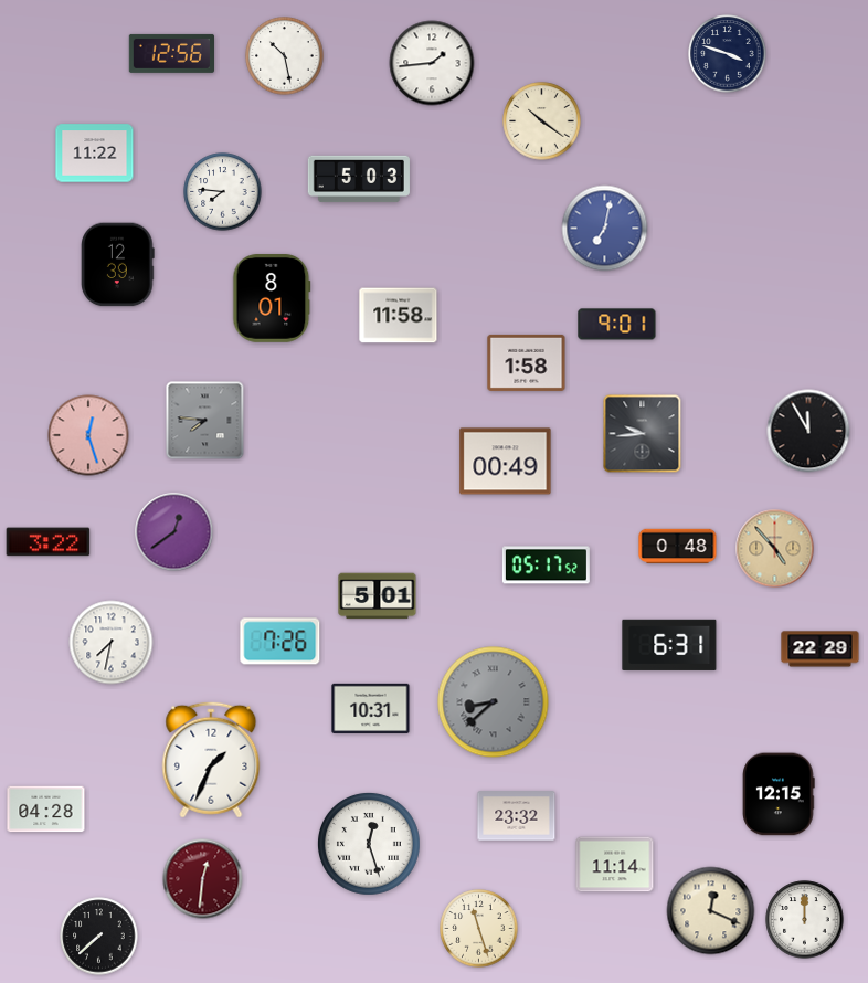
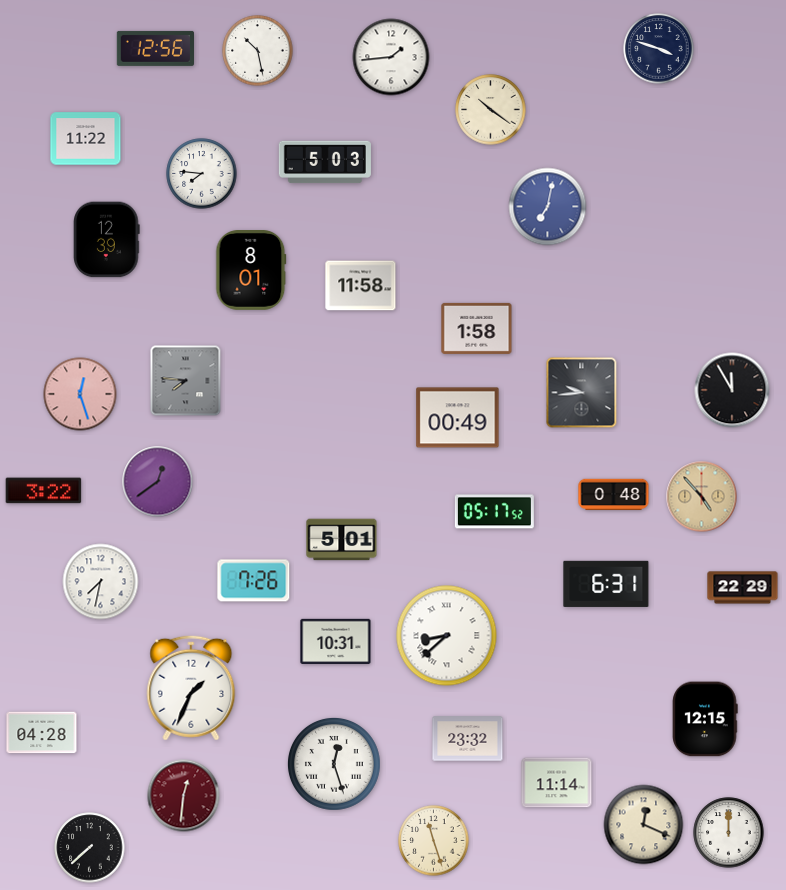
clock at (272, 299) position: (272, 299) -> (251, 271)
clock at (617, 325): 9:01 -> none
clock at (494, 702) dial: grey -> white
